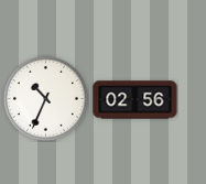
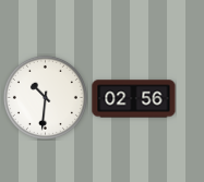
clock at (45, 98): 10:34 -> 10:31
